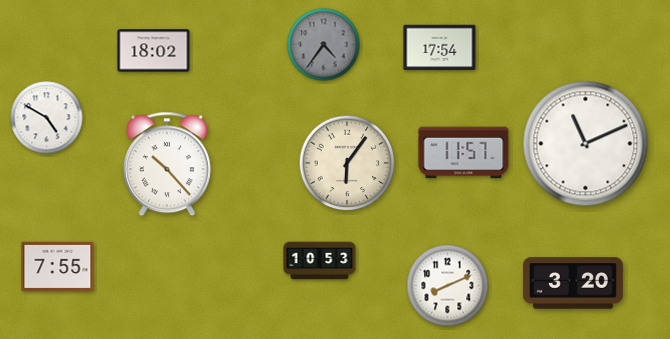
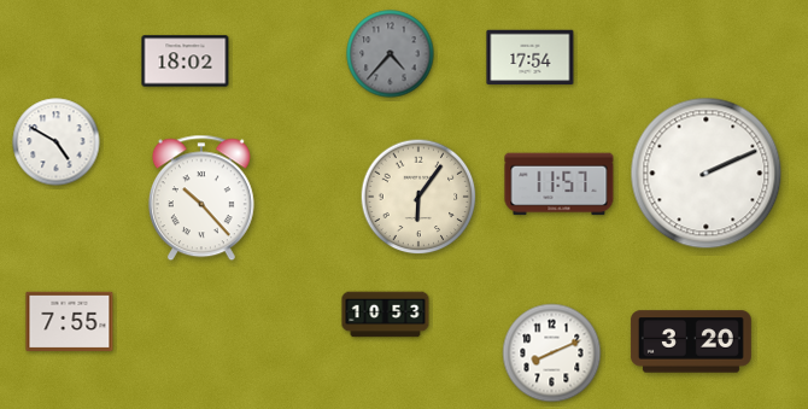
clock at (324, 45): 4:36 -> 4:37
clock at (586, 144): 11:11 -> 2:11
clock at (448, 286) position: (448, 286) -> (552, 354)
